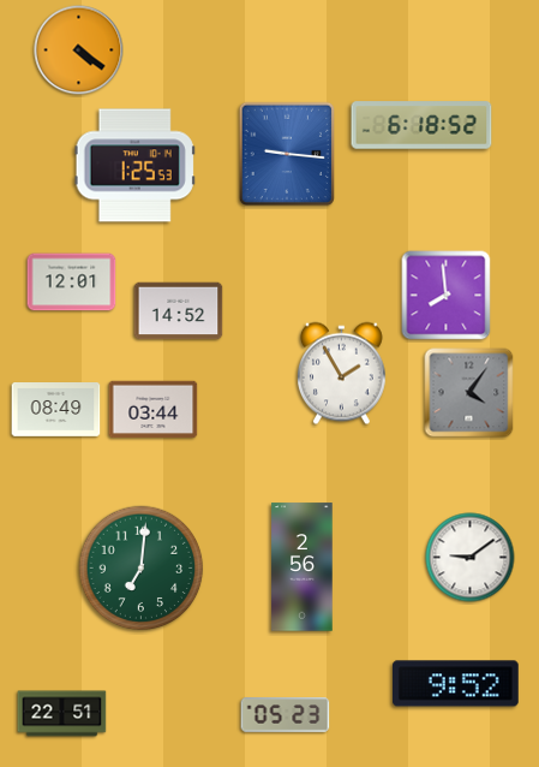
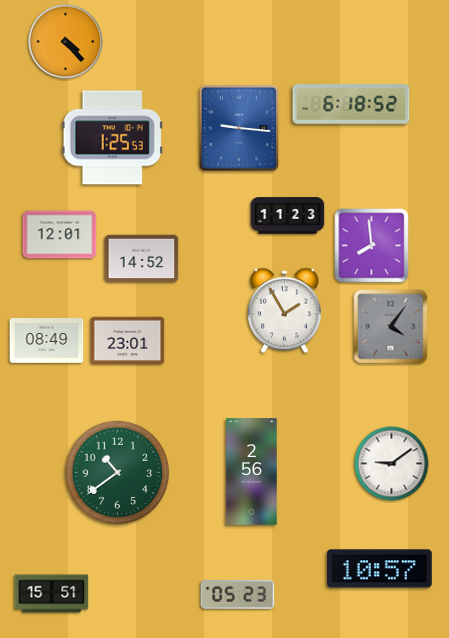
clock at (79, 50): 4:21 -> 4:23
clock at (288, 216): none -> 11:23
clock at (179, 311) position: (179, 311) -> (142, 259)
clock at (154, 410): 03:44 -> 23:01
clock at (142, 569): 7:01 -> 10:39
clock at (456, 684): 9:52 -> 10:57
clock at (62, 714): 22:51 -> 15:51
